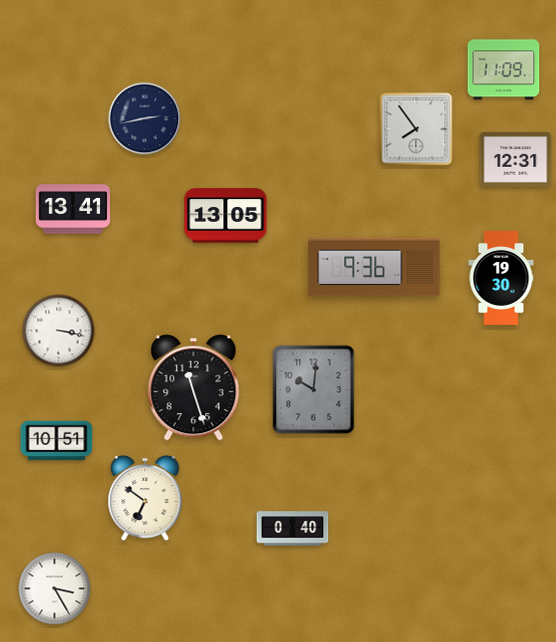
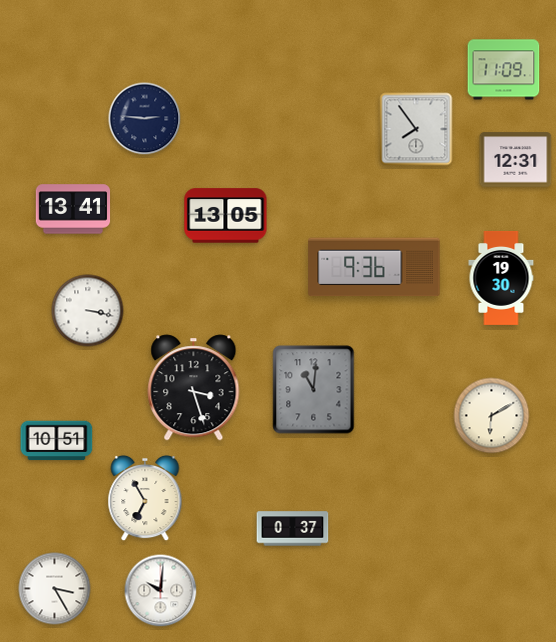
clock at (145, 119): 2:43 -> 2:46
clock at (59, 331) position: (59, 331) -> (88, 311)
clock at (194, 388): 11:27 -> 3:27
clock at (314, 390): 10:01 -> 11:01
clock at (492, 416): none -> 6:10
clock at (145, 498): 6:51 -> 6:55
clock at (293, 529): 0:40 -> 0:37
clock at (161, 591): none -> 10:01
